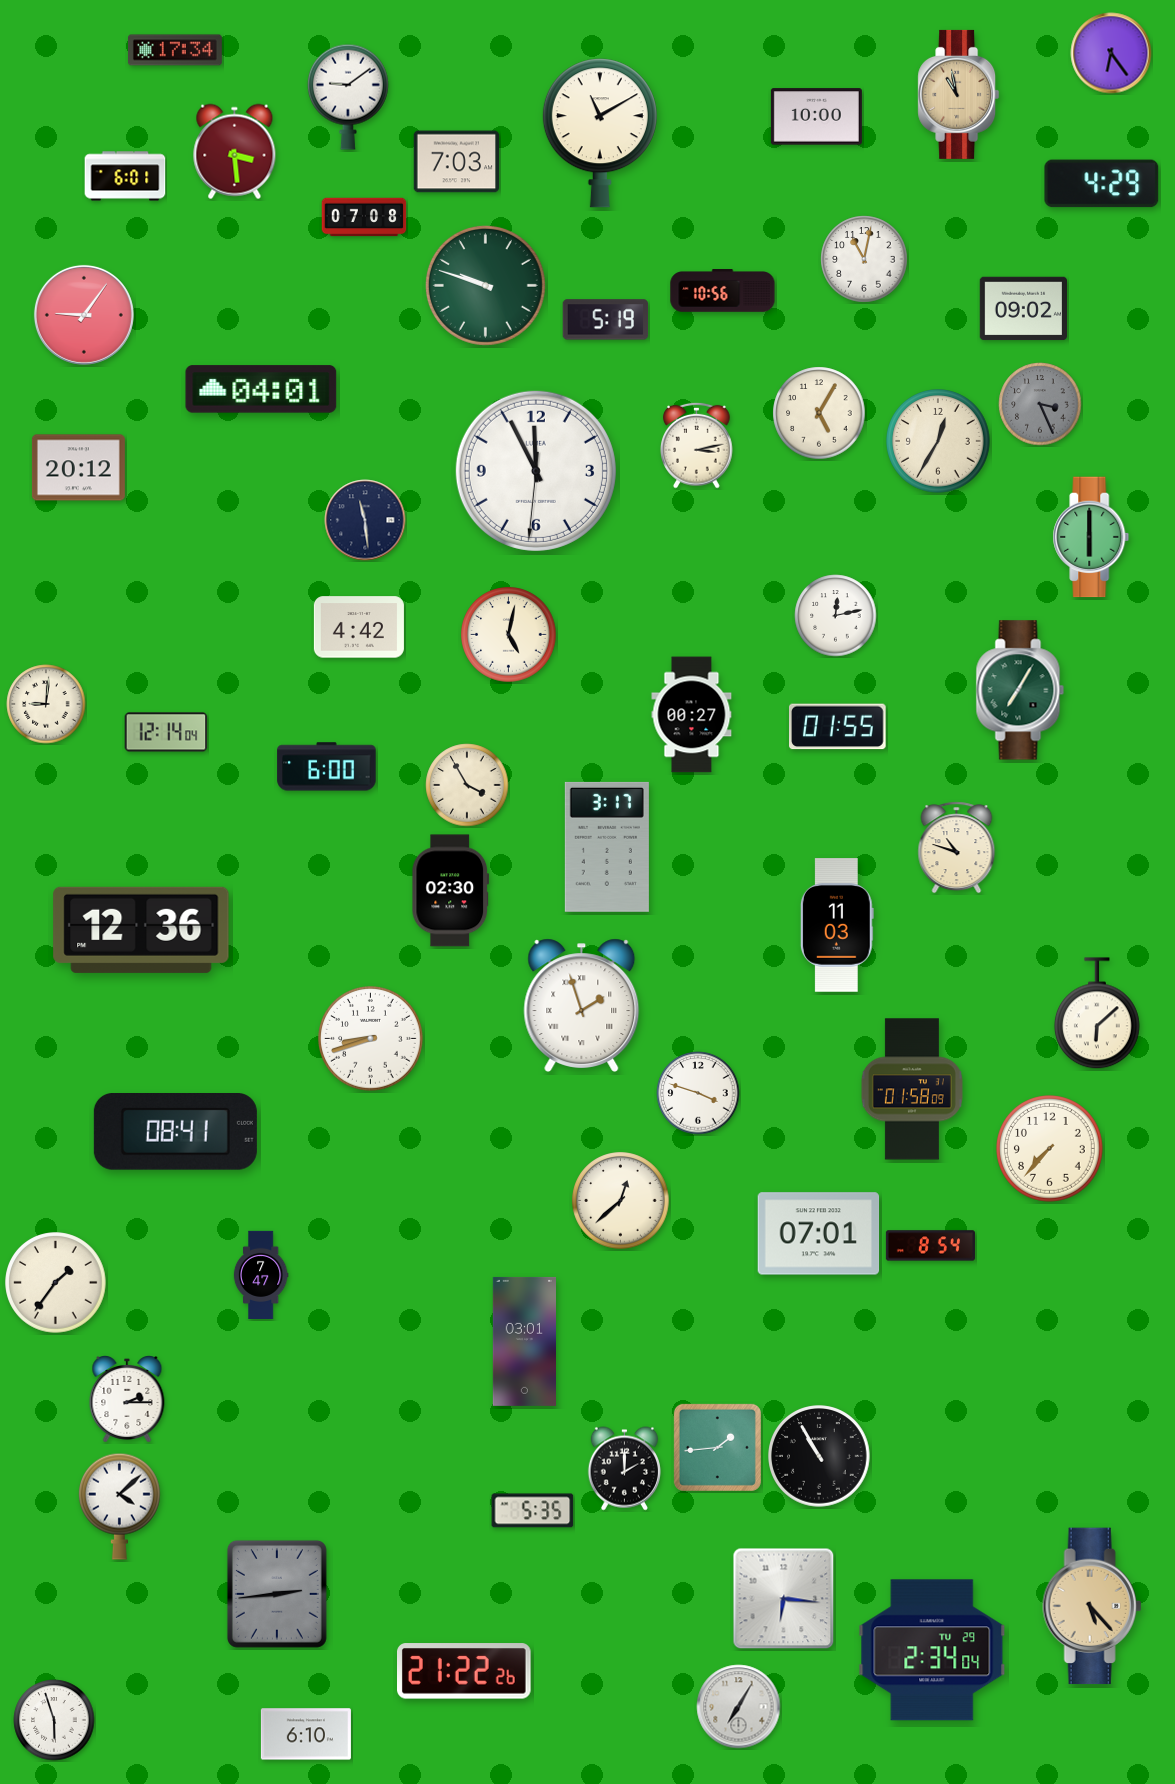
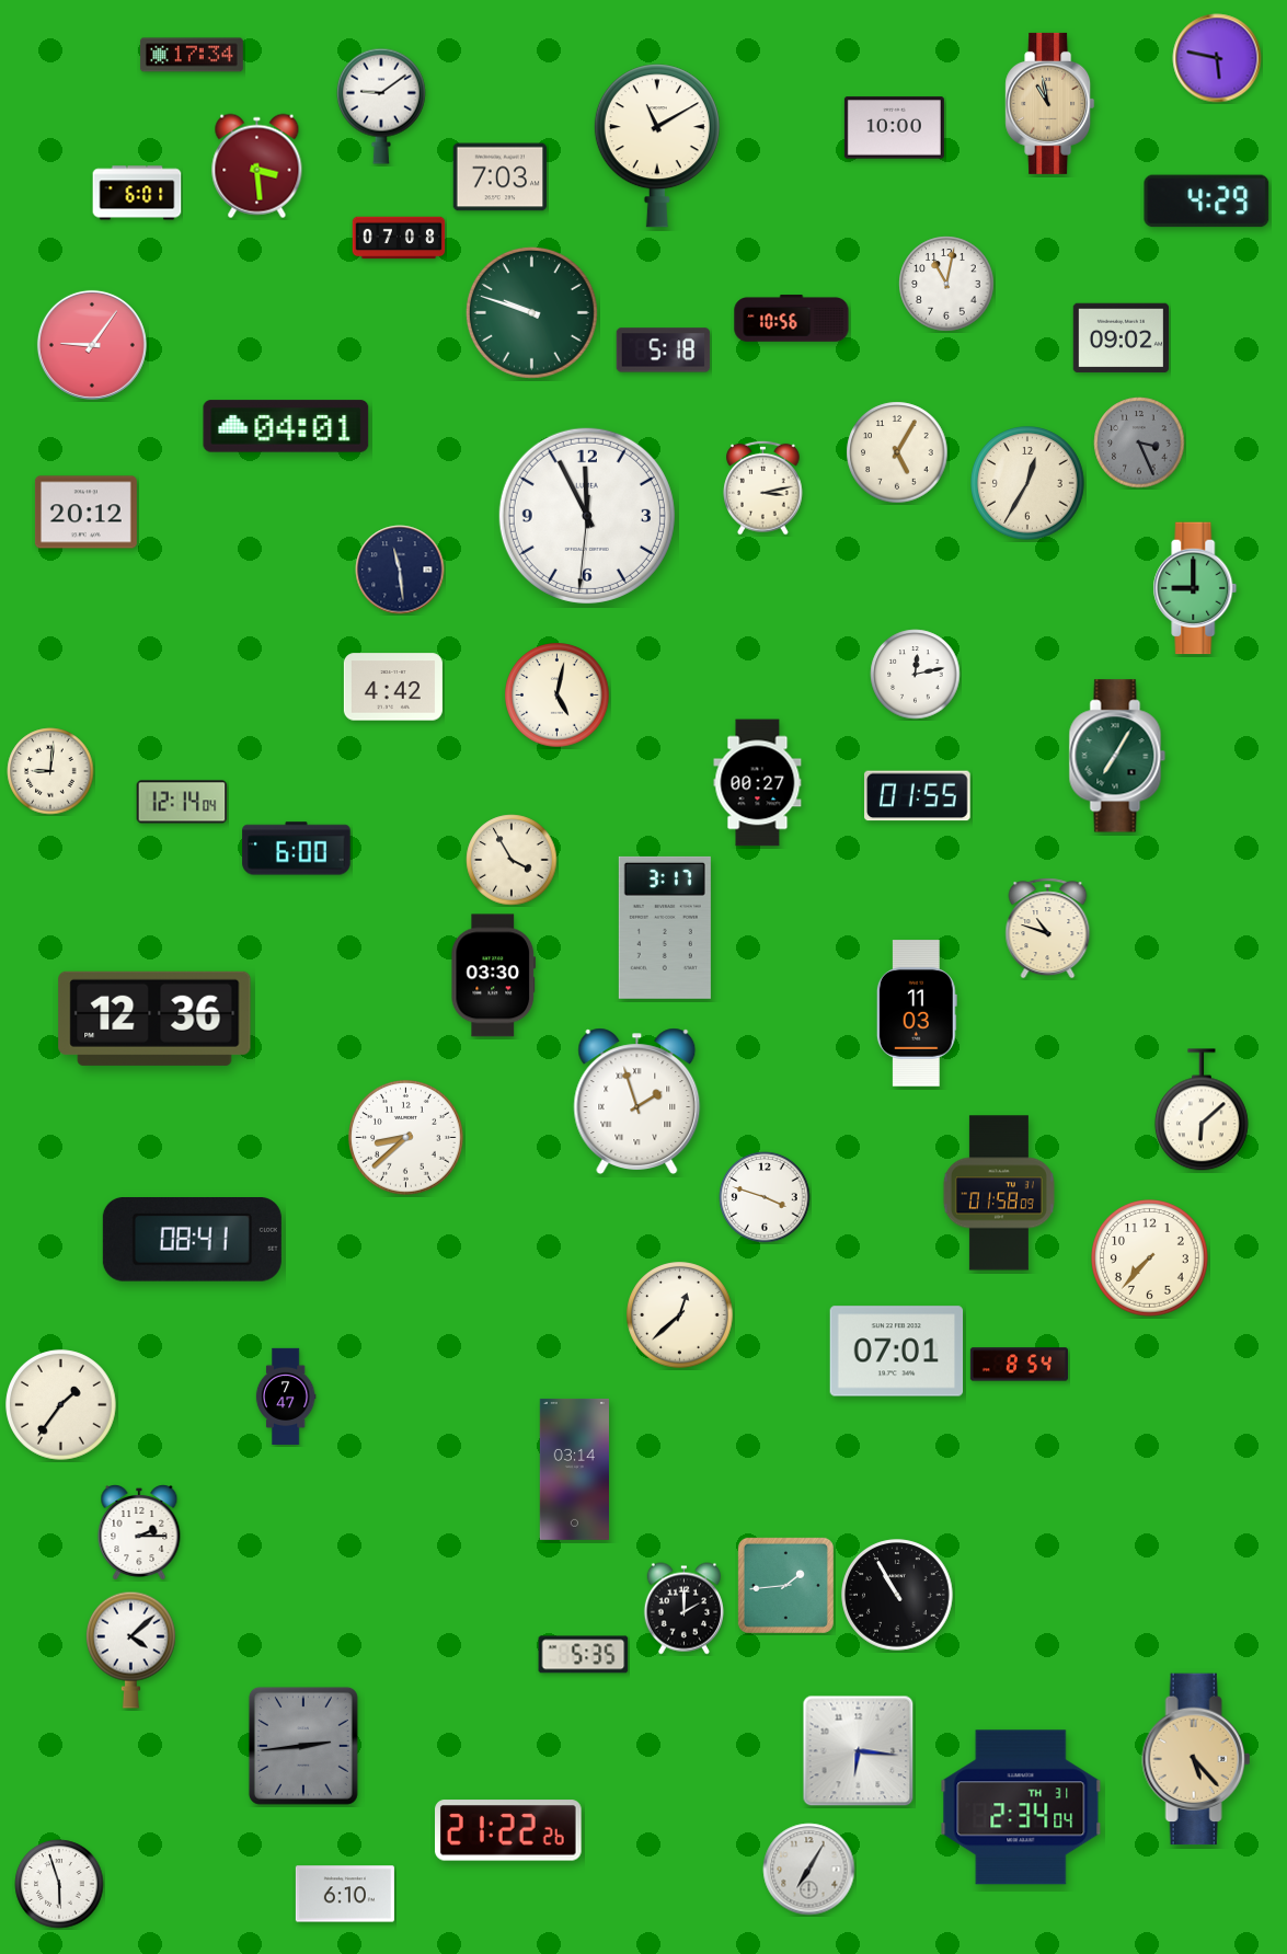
clock at (1111, 53): 6:24 -> 5:47
clock at (606, 320): 5:19 -> 5:18
clock at (1091, 537): 6:00 -> 9:00
clock at (327, 767) position: (327, 767) -> (297, 849)
clock at (451, 891): 02:30 -> 03:30
clock at (371, 1039): 8:42 -> 8:38
clock at (524, 1341): 03:01 -> 03:14
clock at (932, 1650) date: TU 29 -> TH 31
clock at (306, 1734) position: (306, 1734) -> (345, 1894)
